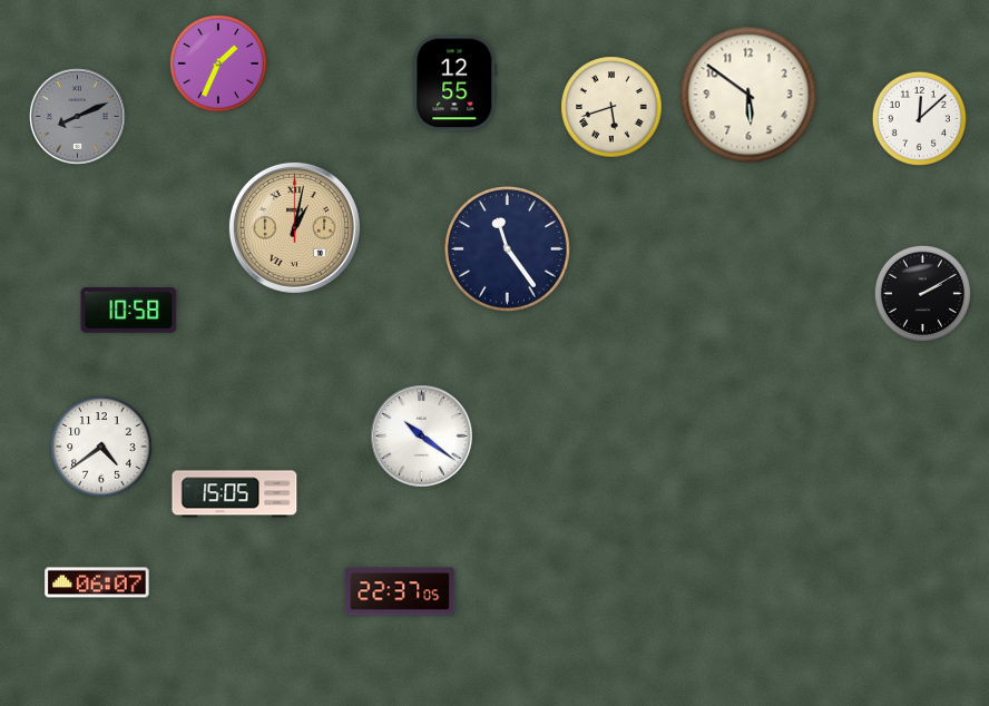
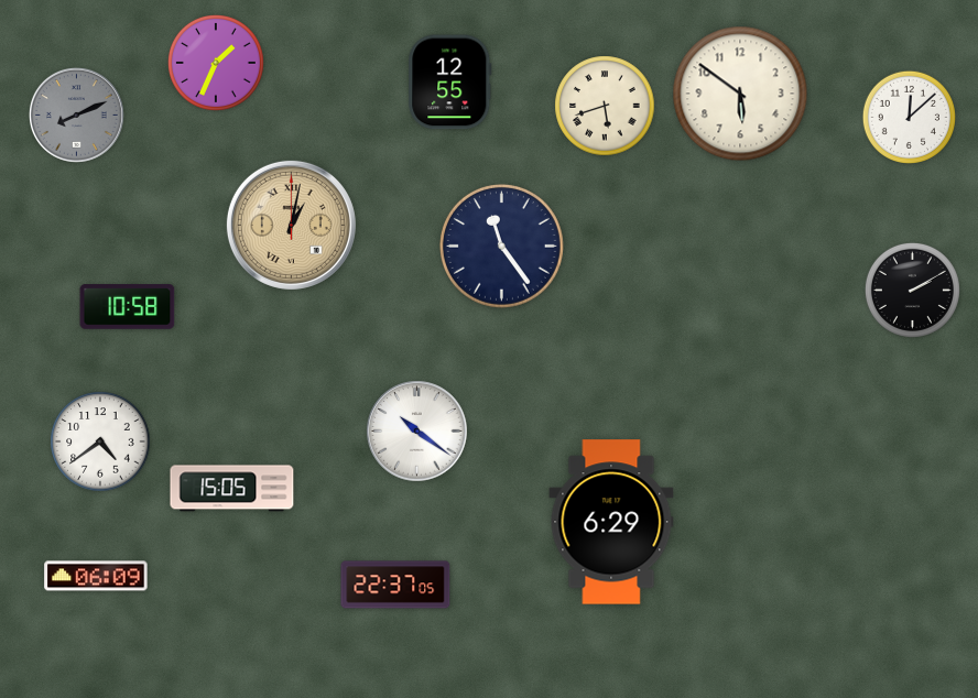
clock at (611, 522): none -> 6:29
clock at (97, 582): 06:07 -> 06:09
